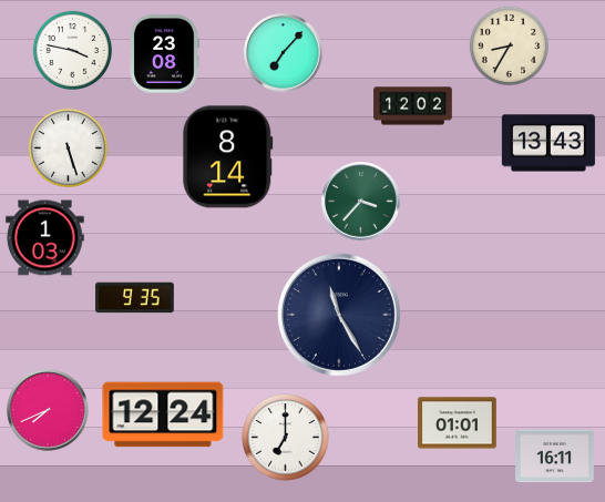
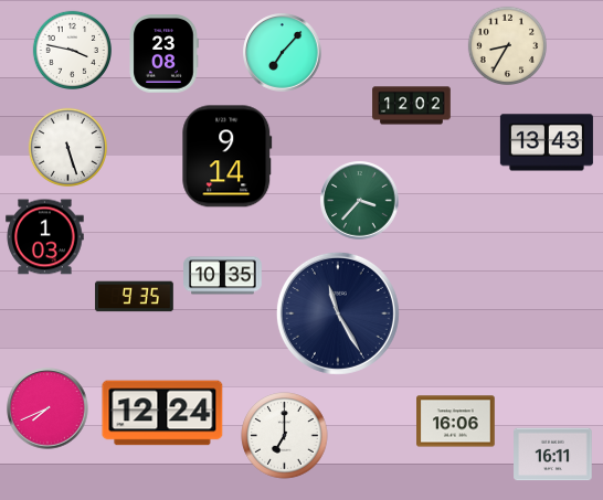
clock at (228, 157): 8:14 -> 9:14
clock at (223, 276): none -> 10:35
clock at (458, 423): 01:01 -> 16:06
